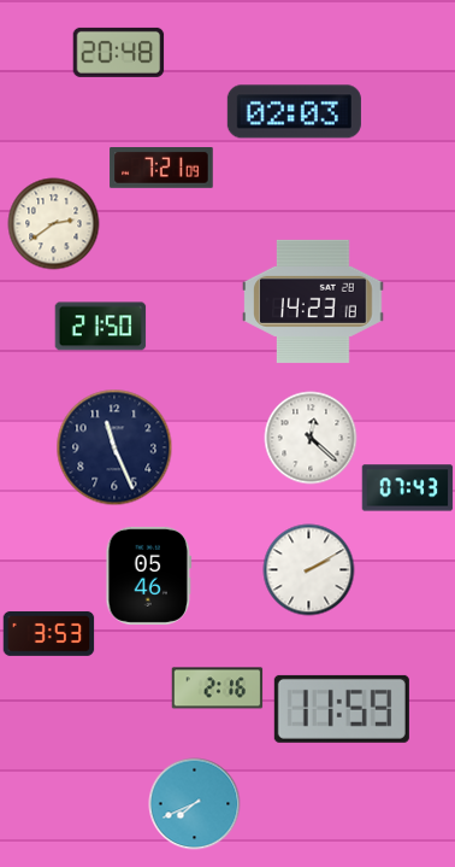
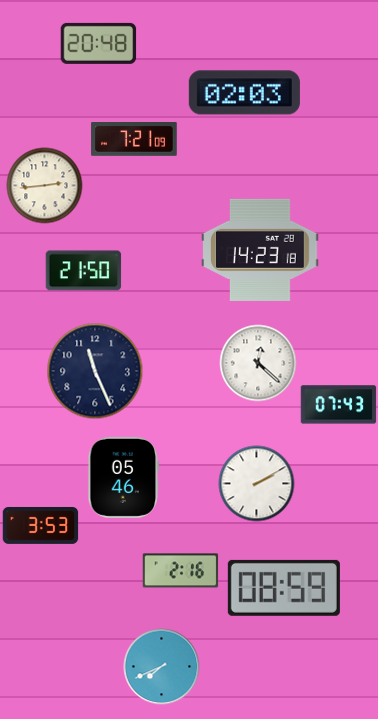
clock at (54, 224): 2:39 -> 2:44
clock at (309, 570) position: (309, 570) -> (257, 484)
clock at (342, 709): 11:59 -> 08:59
